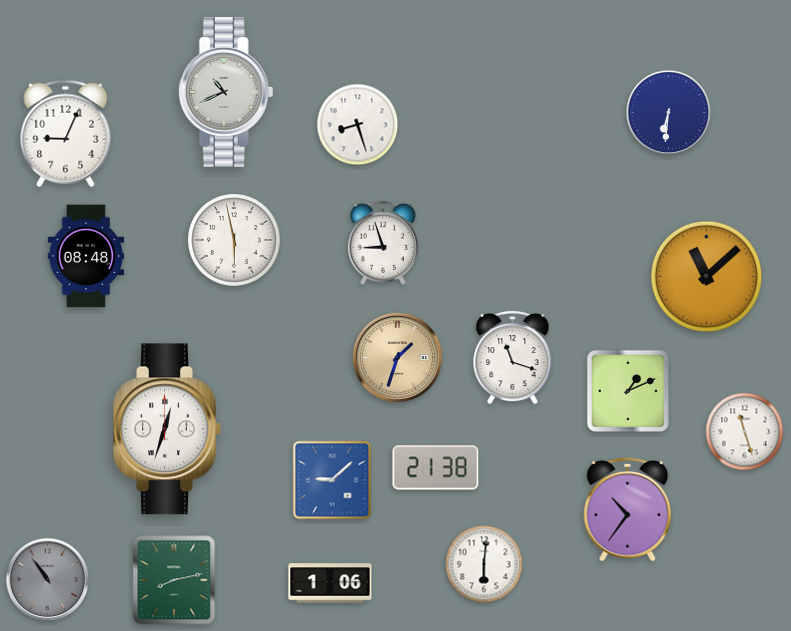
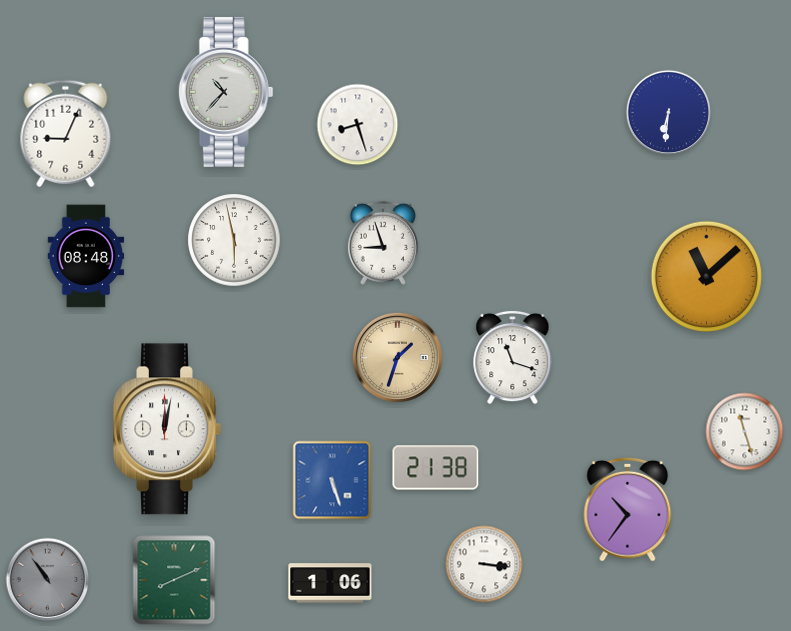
clock at (226, 92): 10:41 -> 10:37
clock at (628, 391): 1:11 -> none
clock at (167, 429): 12:33 -> 12:02
clock at (332, 480): 9:08 -> 5:27
clock at (484, 564): 6:01 -> 3:16
clock at (174, 580): 8:13 -> 8:11
